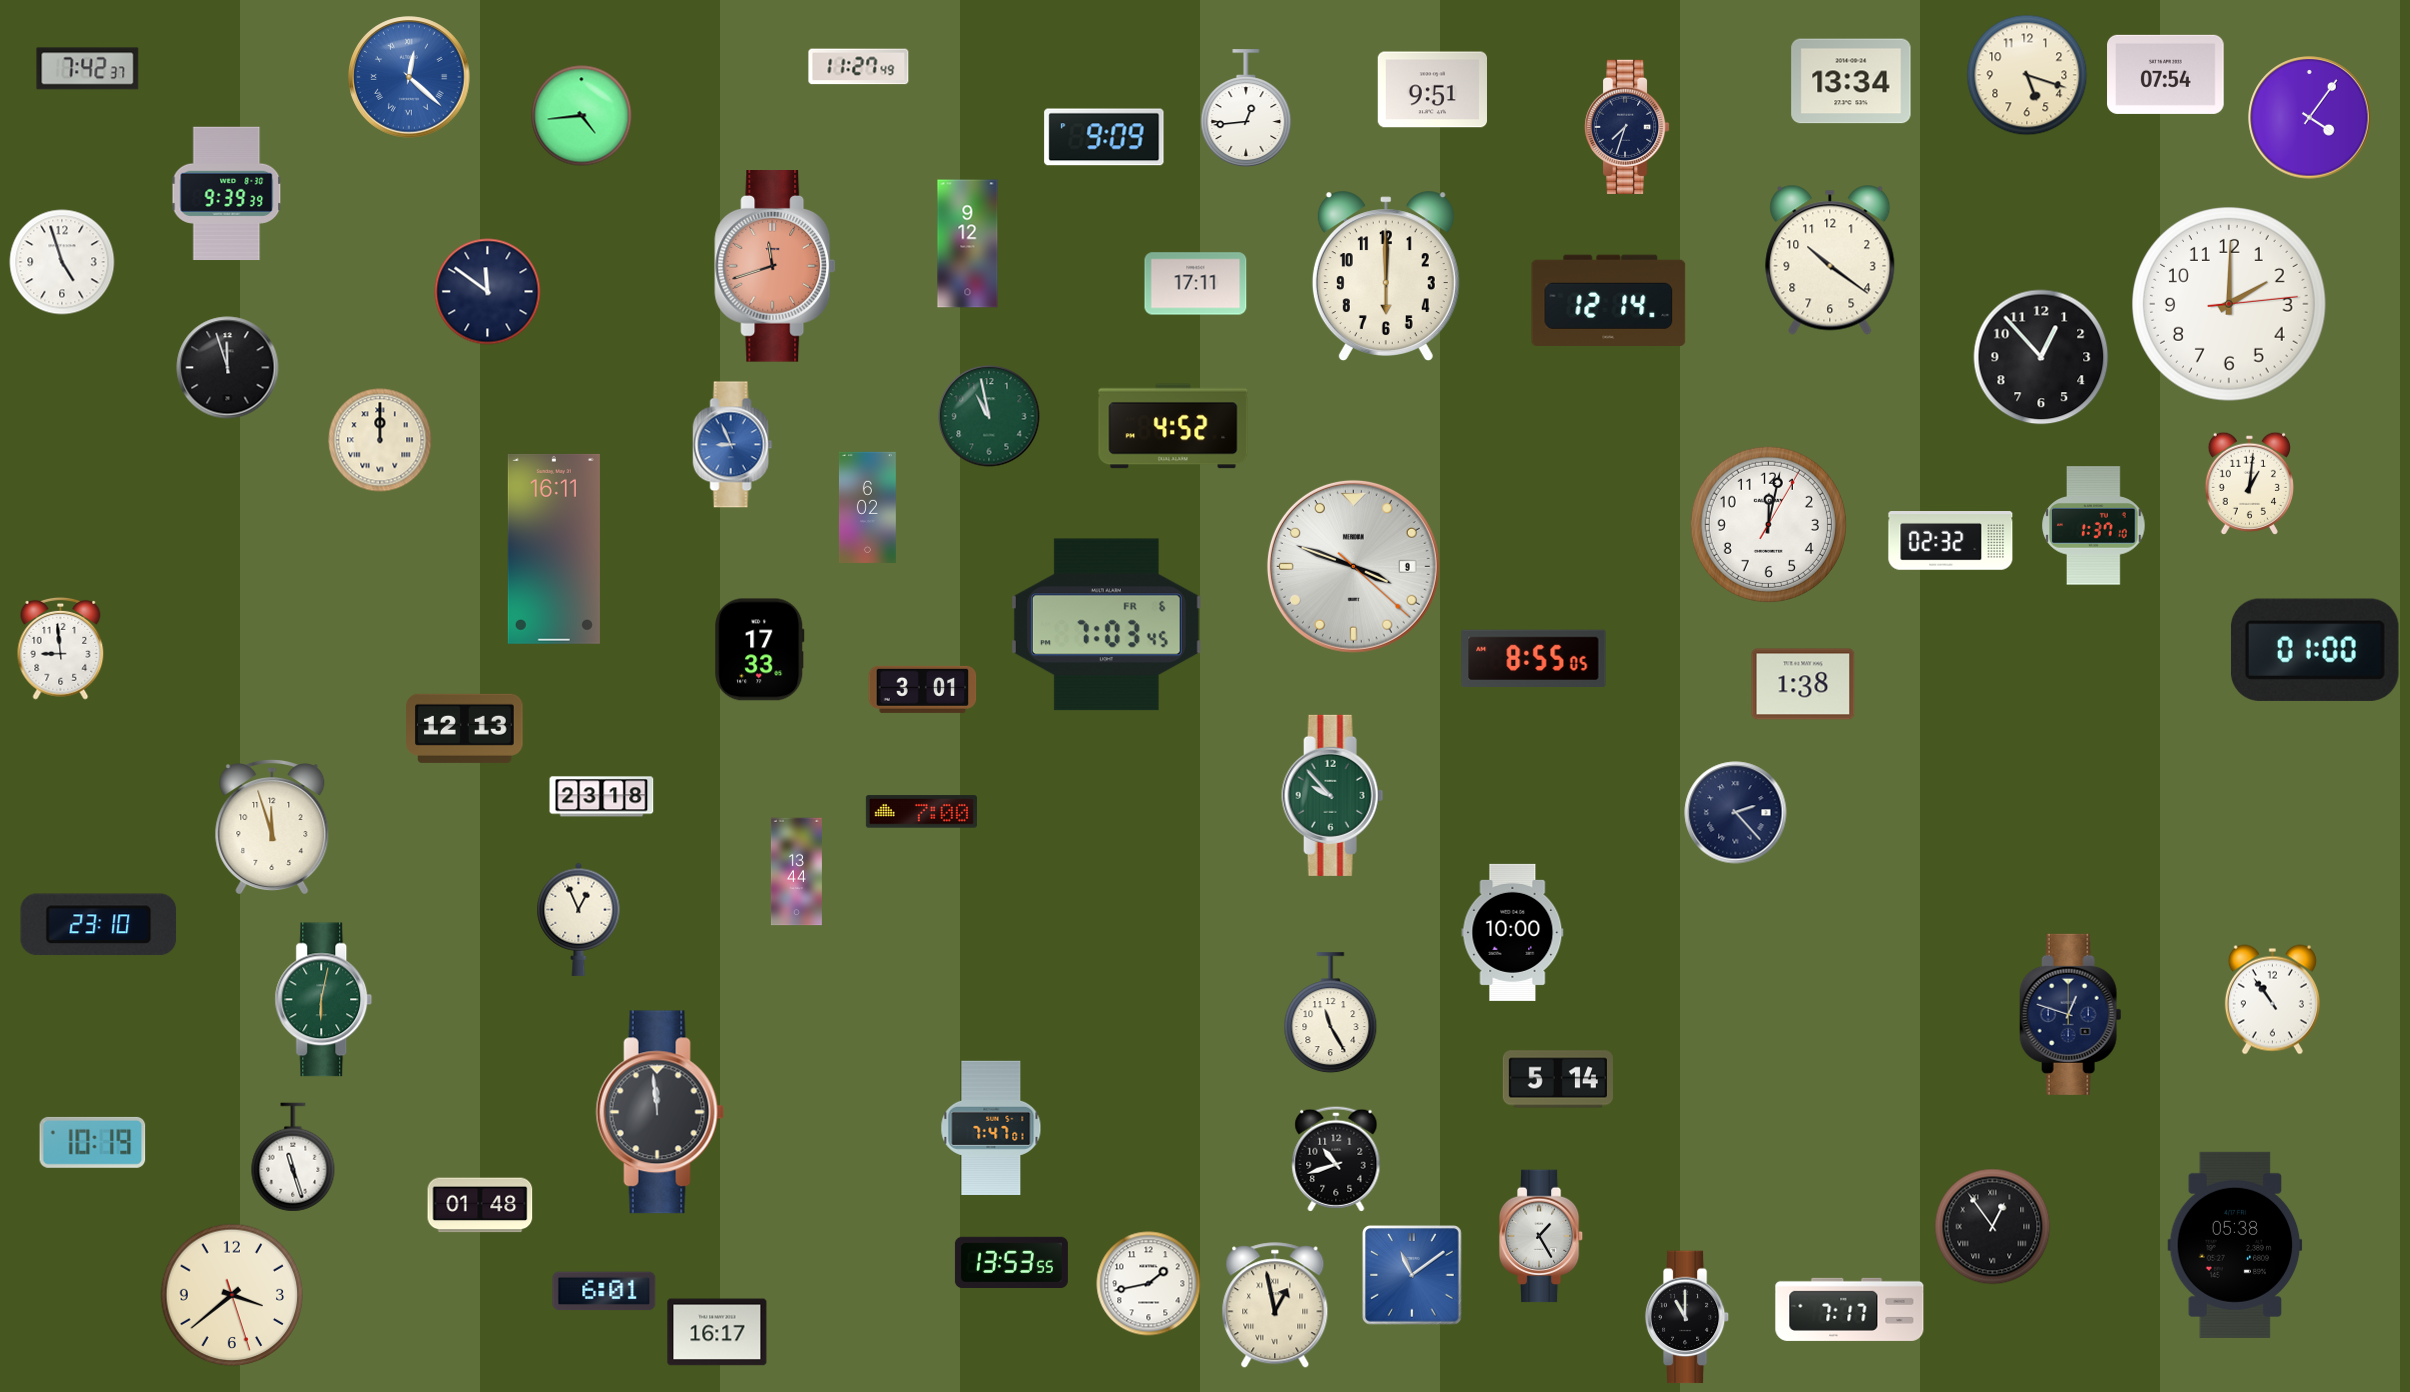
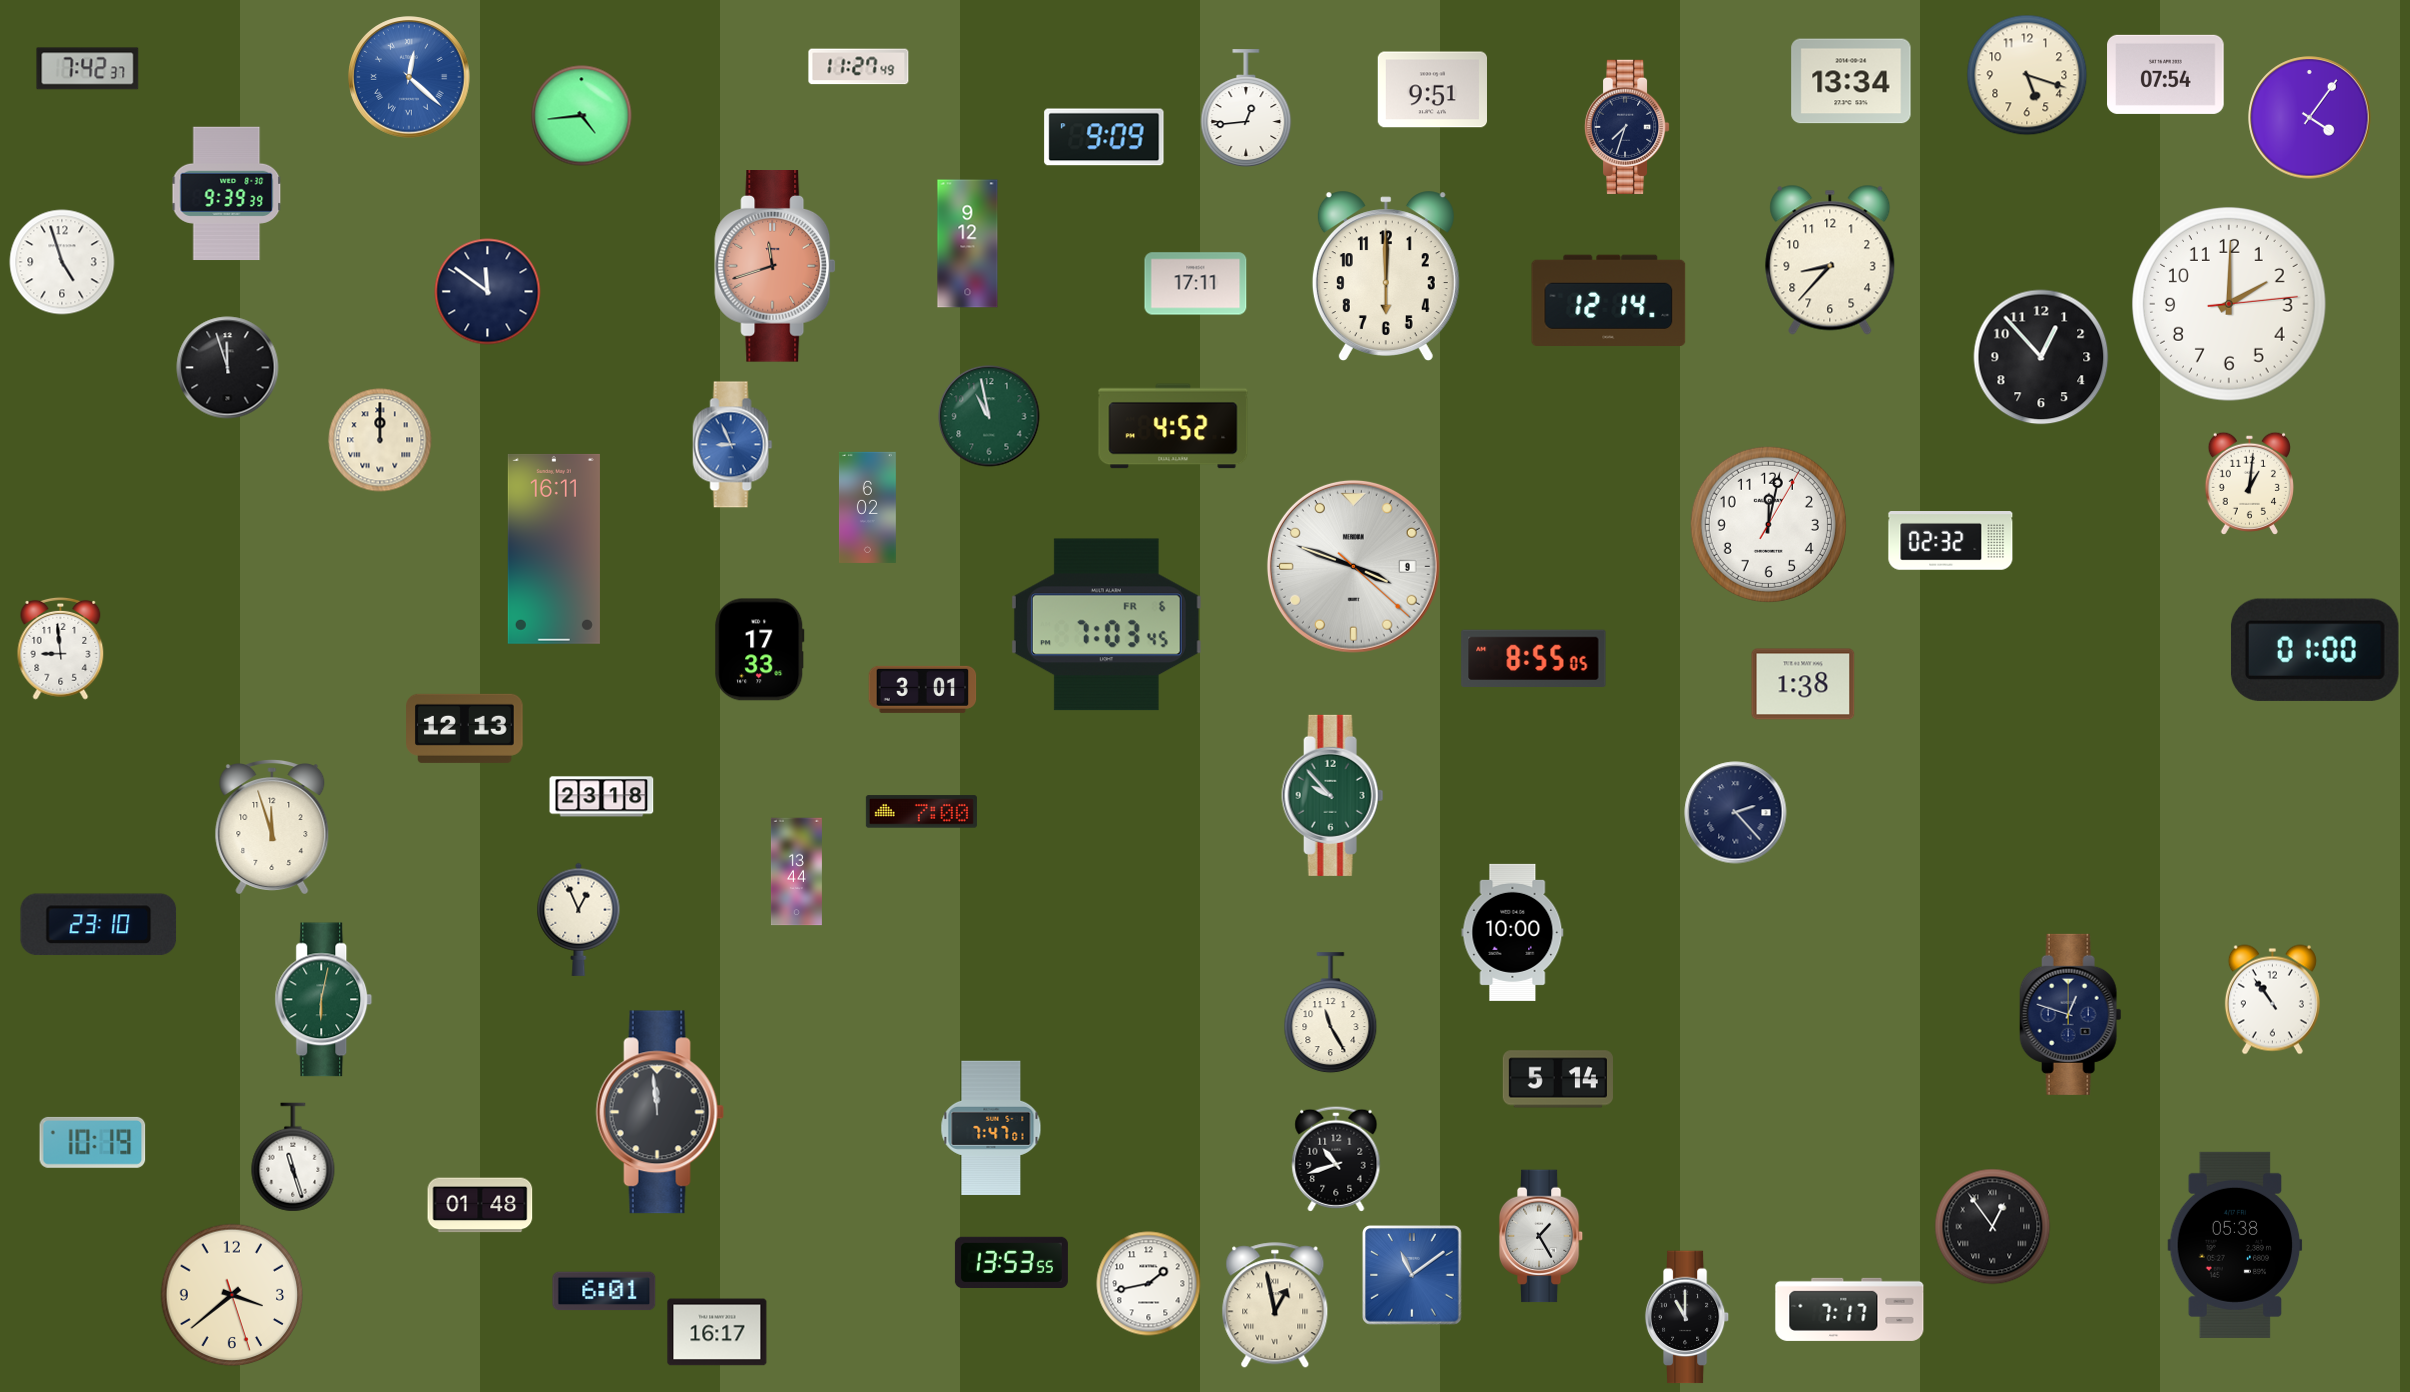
clock at (1830, 260): 10:21 -> 8:37
clock at (2094, 526): 1:37 -> none
